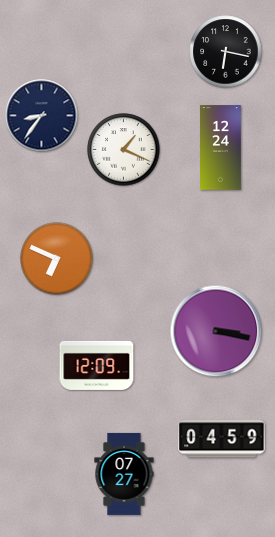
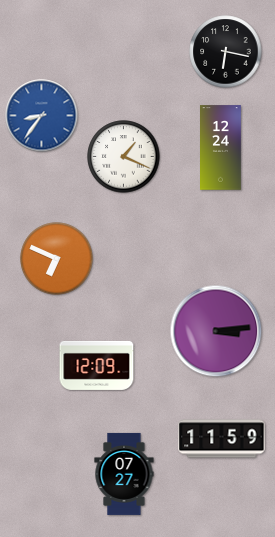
clock at (42, 116) dial: navy -> blue
clock at (124, 150) position: (124, 150) -> (124, 157)
clock at (216, 331): 3:17 -> 3:14
clock at (222, 439): 04:59 -> 11:59
